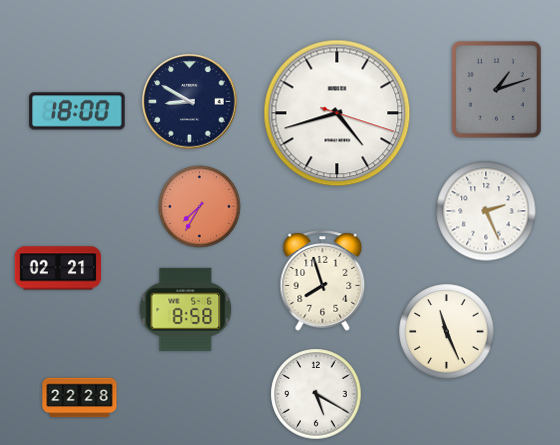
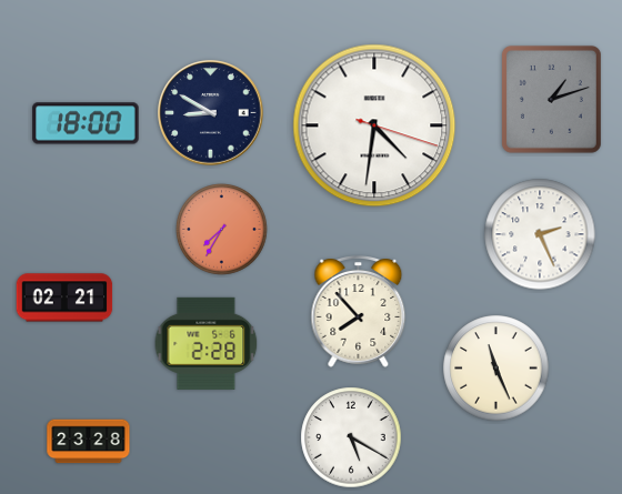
clock at (337, 113): 4:42 -> 4:31
clock at (323, 281): 7:57 -> 7:53
clock at (186, 309): 8:58 -> 2:28
clock at (80, 398): 22:28 -> 23:28
